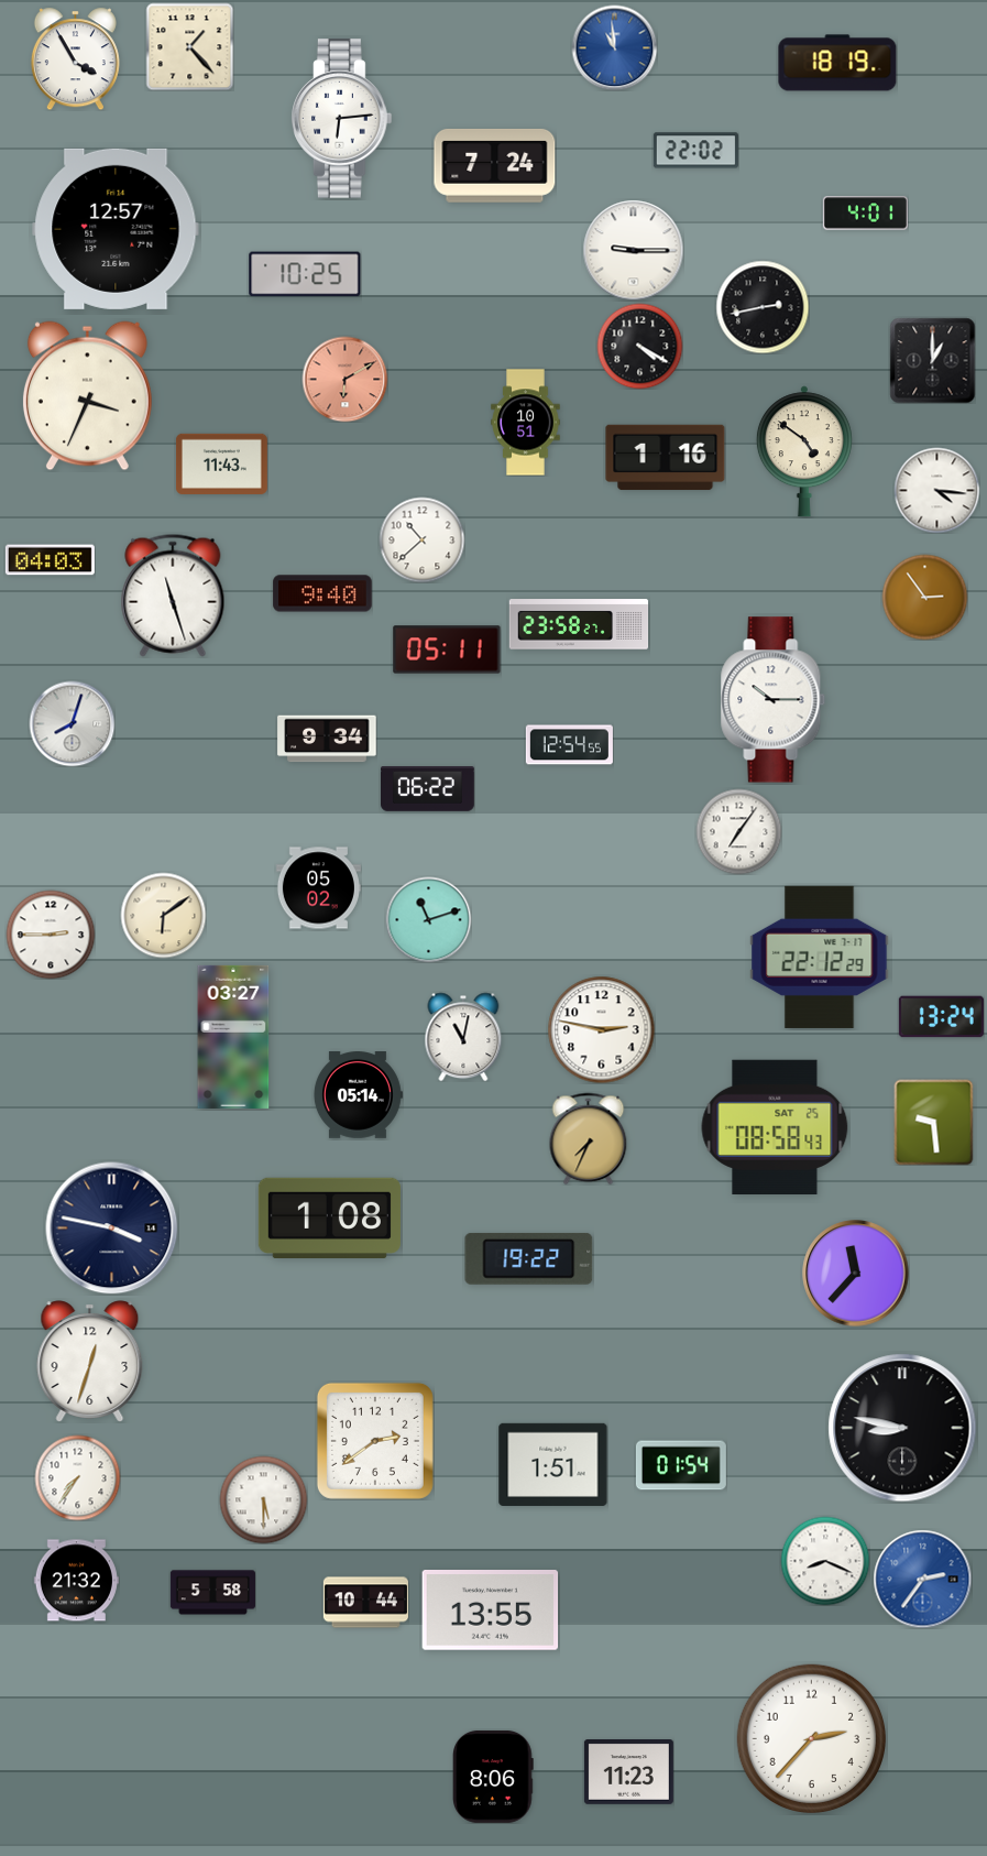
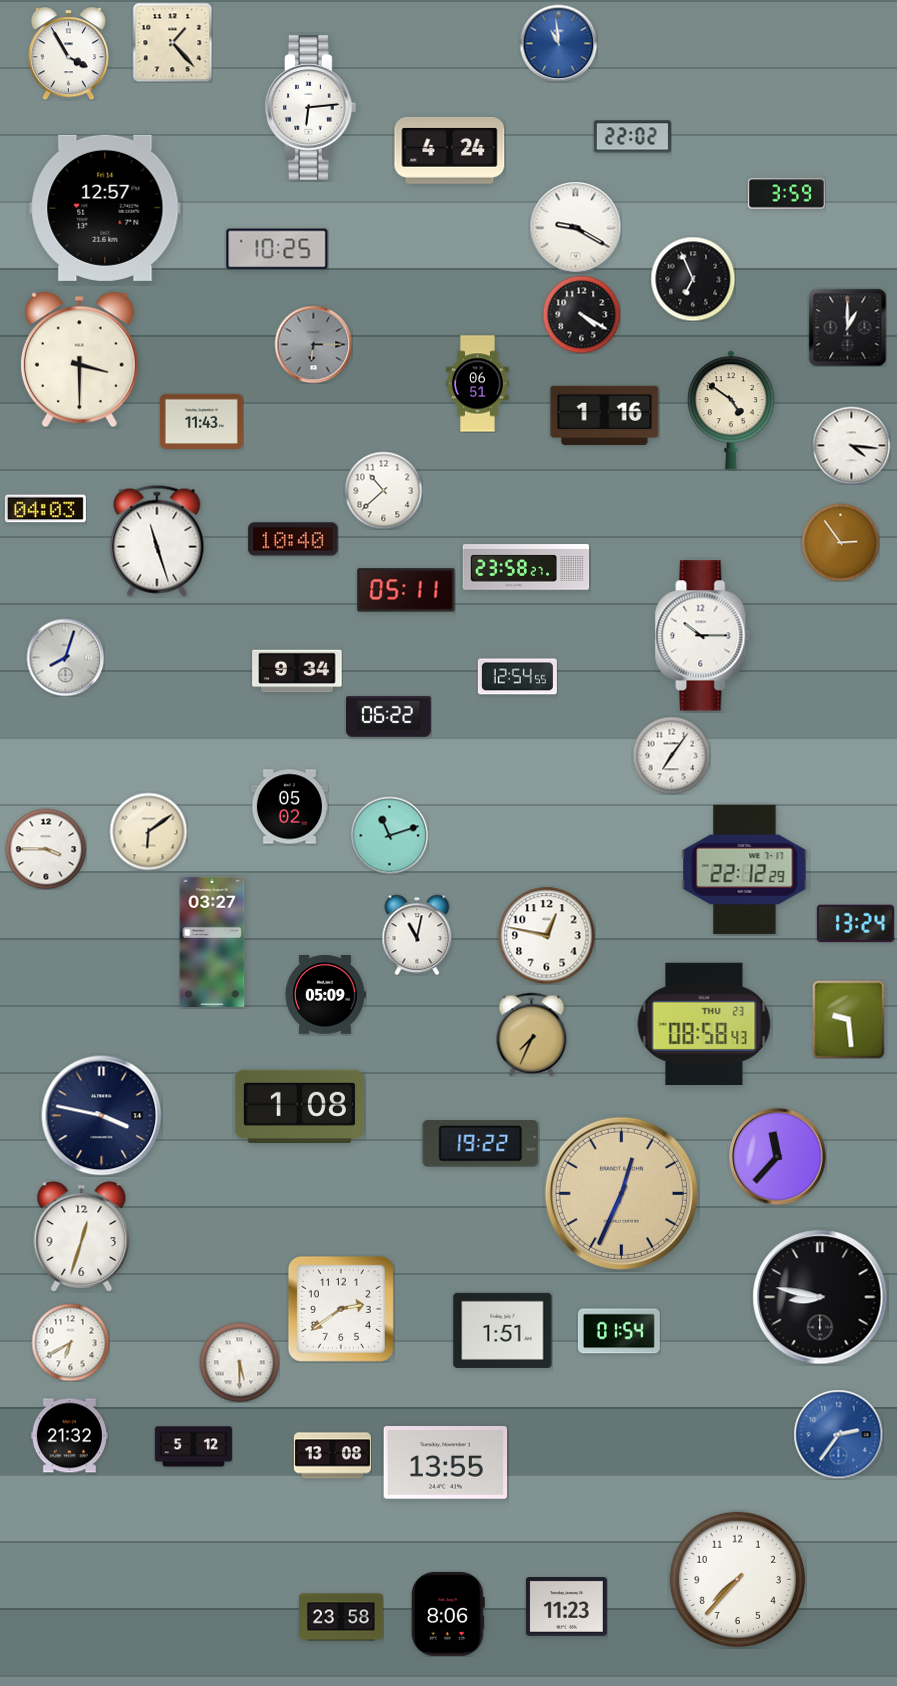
clock at (837, 63): 18:19 -> none
clock at (495, 165): 7:24 -> 4:24
clock at (865, 214): 4:01 -> 3:59
clock at (633, 250): 9:15 -> 9:20
clock at (763, 307): 2:43 -> 6:56
clock at (344, 379): 6:10 -> 6:15
clock at (344, 379) dial: salmon -> grey
clock at (87, 396): 3:34 -> 3:30
clock at (526, 423): 10:51 -> 06:51
clock at (322, 593): 9:40 -> 10:40
clock at (51, 935): 2:45 -> 3:45
clock at (601, 1029): 2:47 -> 12:47
clock at (463, 1037) position: (463, 1037) -> (417, 935)
clock at (358, 1095): 05:14 -> 05:09
clock at (775, 1126) date: SAT 25 -> THU 23
clock at (589, 1138) position: (589, 1138) -> (532, 1034)
clock at (621, 1193): none -> 12:34
clock at (77, 1477): 7:36 -> 6:40
clock at (825, 1561): 8:19 -> none
clock at (212, 1593): 5:58 -> 5:12
clock at (365, 1603): 10:44 -> 13:08
clock at (811, 1738): 2:37 -> 7:37
clock at (628, 1772) position: (628, 1772) -> (566, 1607)
clock at (342, 1617): none -> 23:58
